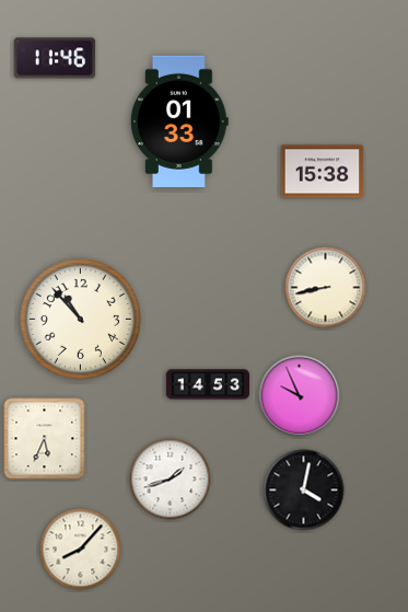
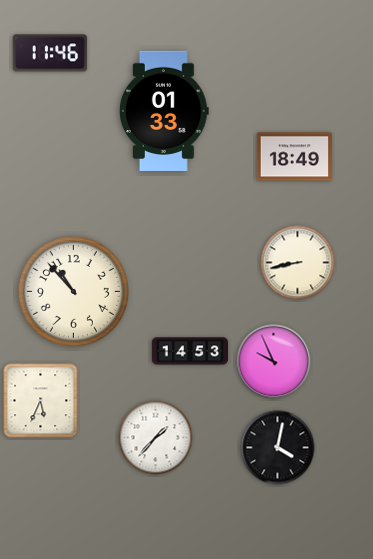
clock at (323, 172): 15:38 -> 18:49
clock at (171, 480): 1:42 -> 1:37
clock at (81, 550): 8:07 -> none
